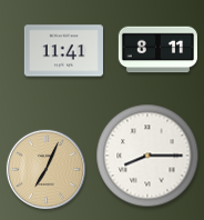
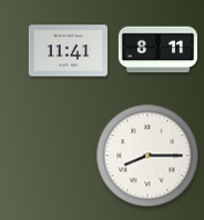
clock at (63, 51) position: (63, 51) -> (68, 51)
clock at (45, 169): 7:04 -> none
